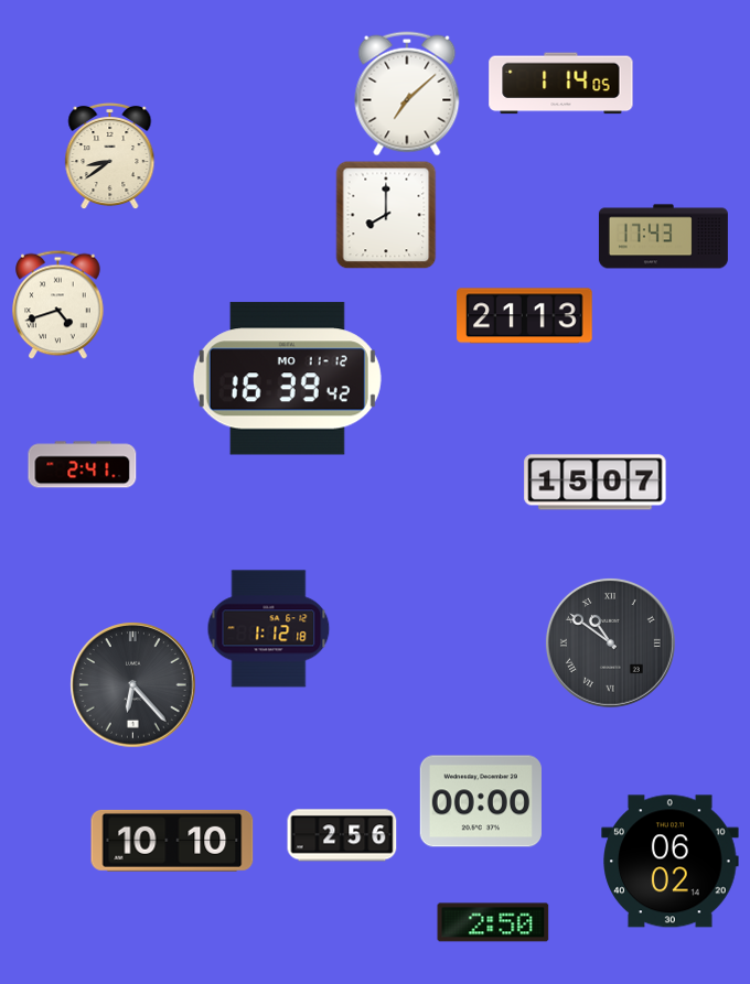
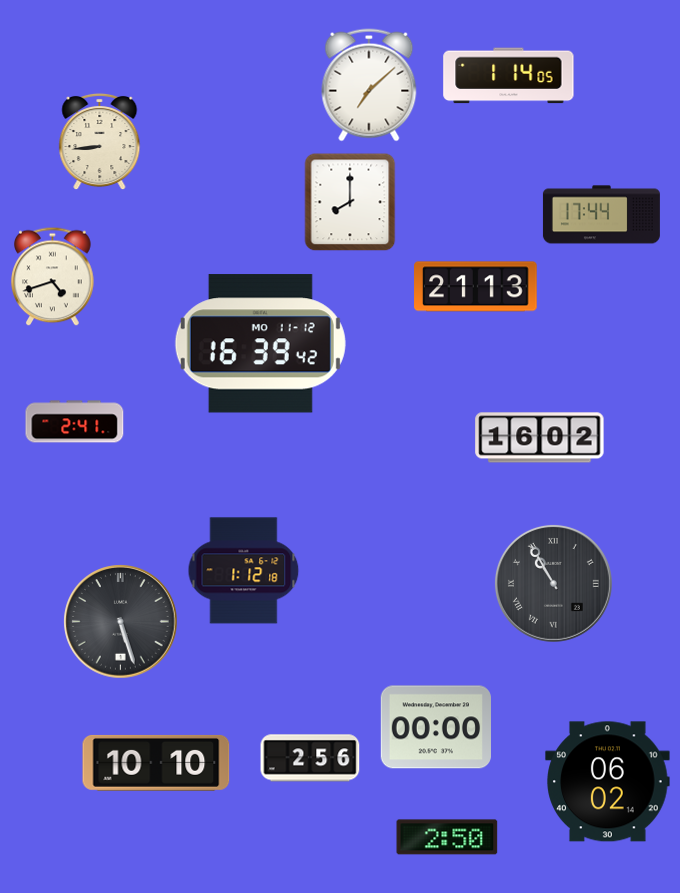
clock at (110, 155): 8:39 -> 8:44
clock at (386, 215) position: (386, 215) -> (350, 202)
clock at (663, 237): 17:43 -> 17:44
clock at (596, 483): 15:07 -> 16:02
clock at (610, 642): 10:51 -> 10:55
clock at (133, 685): 6:23 -> 5:27
